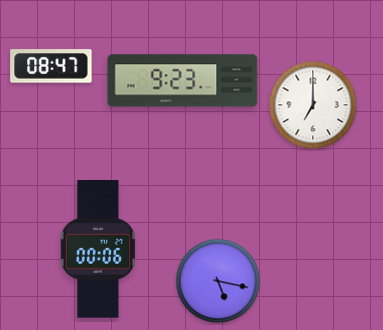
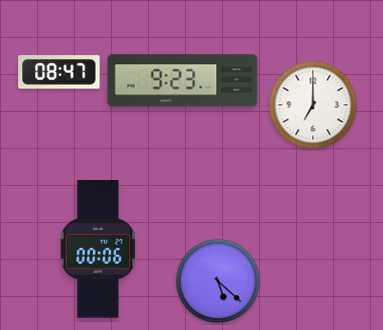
clock at (51, 66) position: (51, 66) -> (59, 72)
clock at (218, 281): 5:17 -> 5:22
